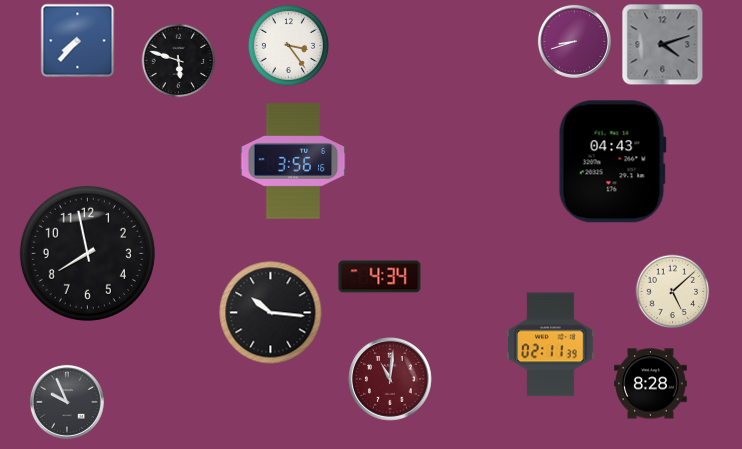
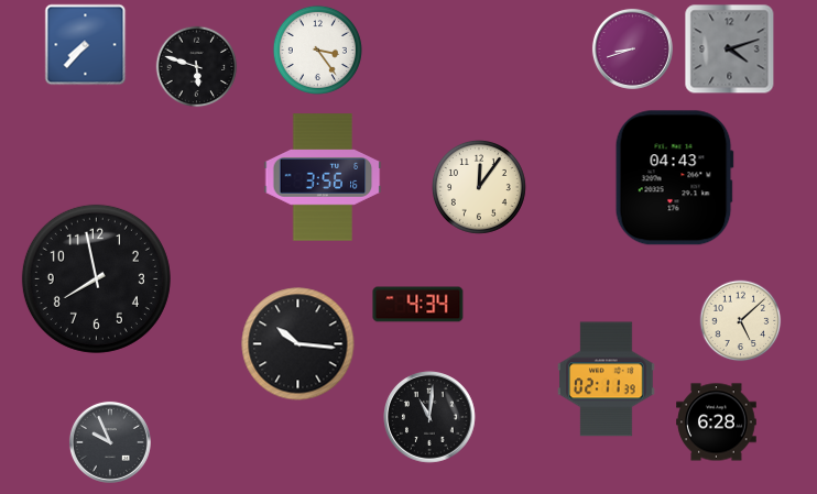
clock at (574, 41) position: (574, 41) -> (632, 48)
clock at (479, 187): none -> 12:06
clock at (391, 380) dial: burgundy -> black
clock at (651, 384): 8:28 -> 6:28
clock at (67, 402) position: (67, 402) -> (110, 442)
